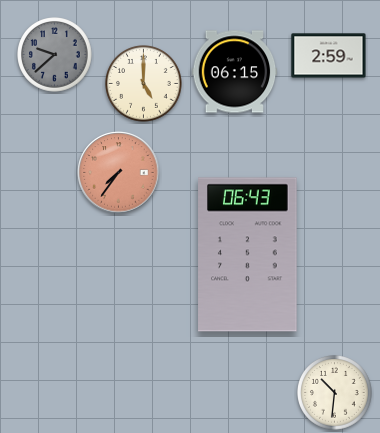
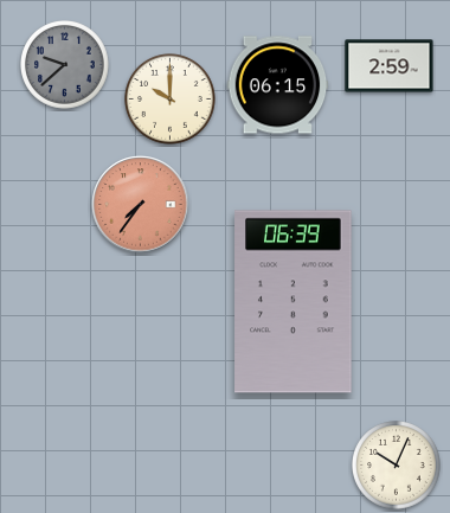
clock at (144, 84): 5:00 -> 10:00
clock at (248, 255): 06:43 -> 06:39
clock at (335, 393): 10:31 -> 10:04
